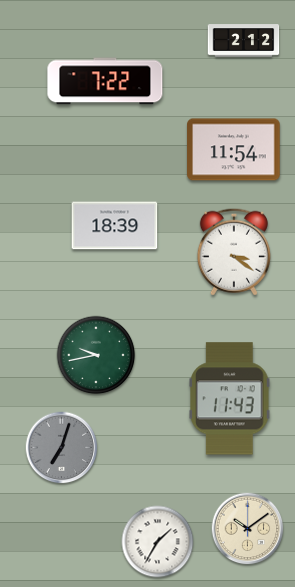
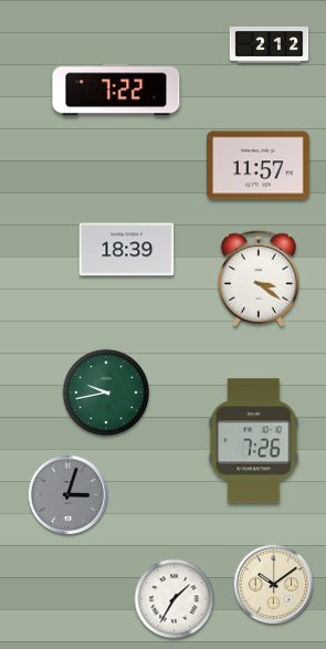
clock at (234, 150): 11:54 -> 11:57
clock at (230, 399): 11:43 -> 7:26
clock at (62, 448): 7:03 -> 3:03
